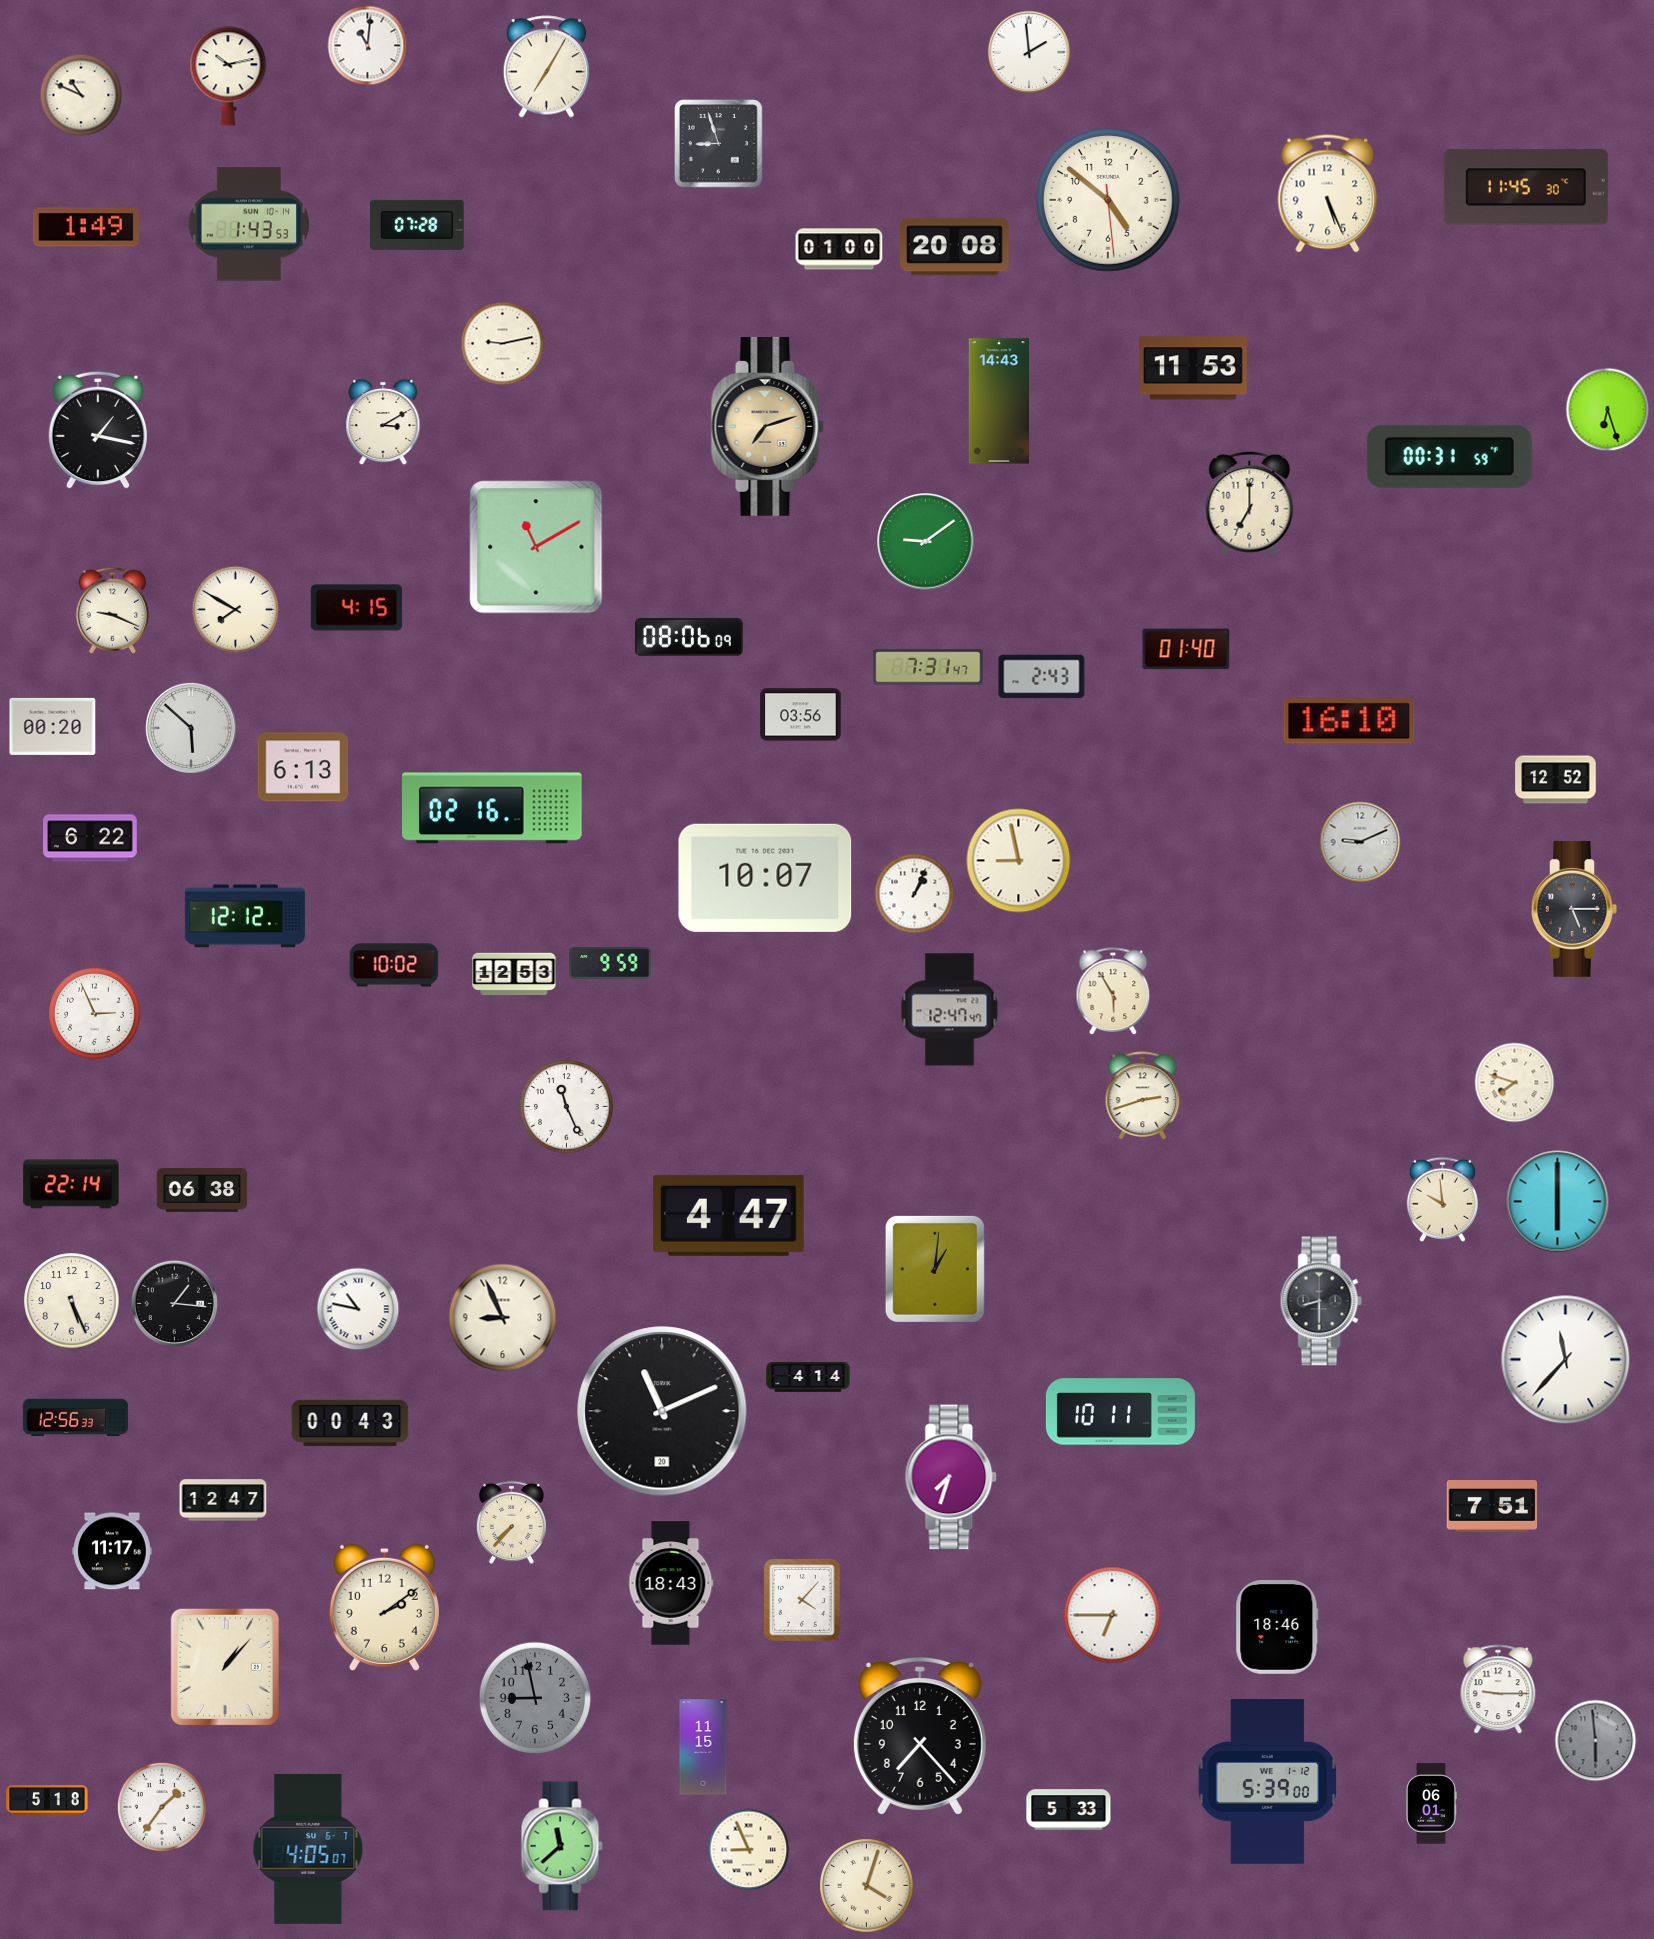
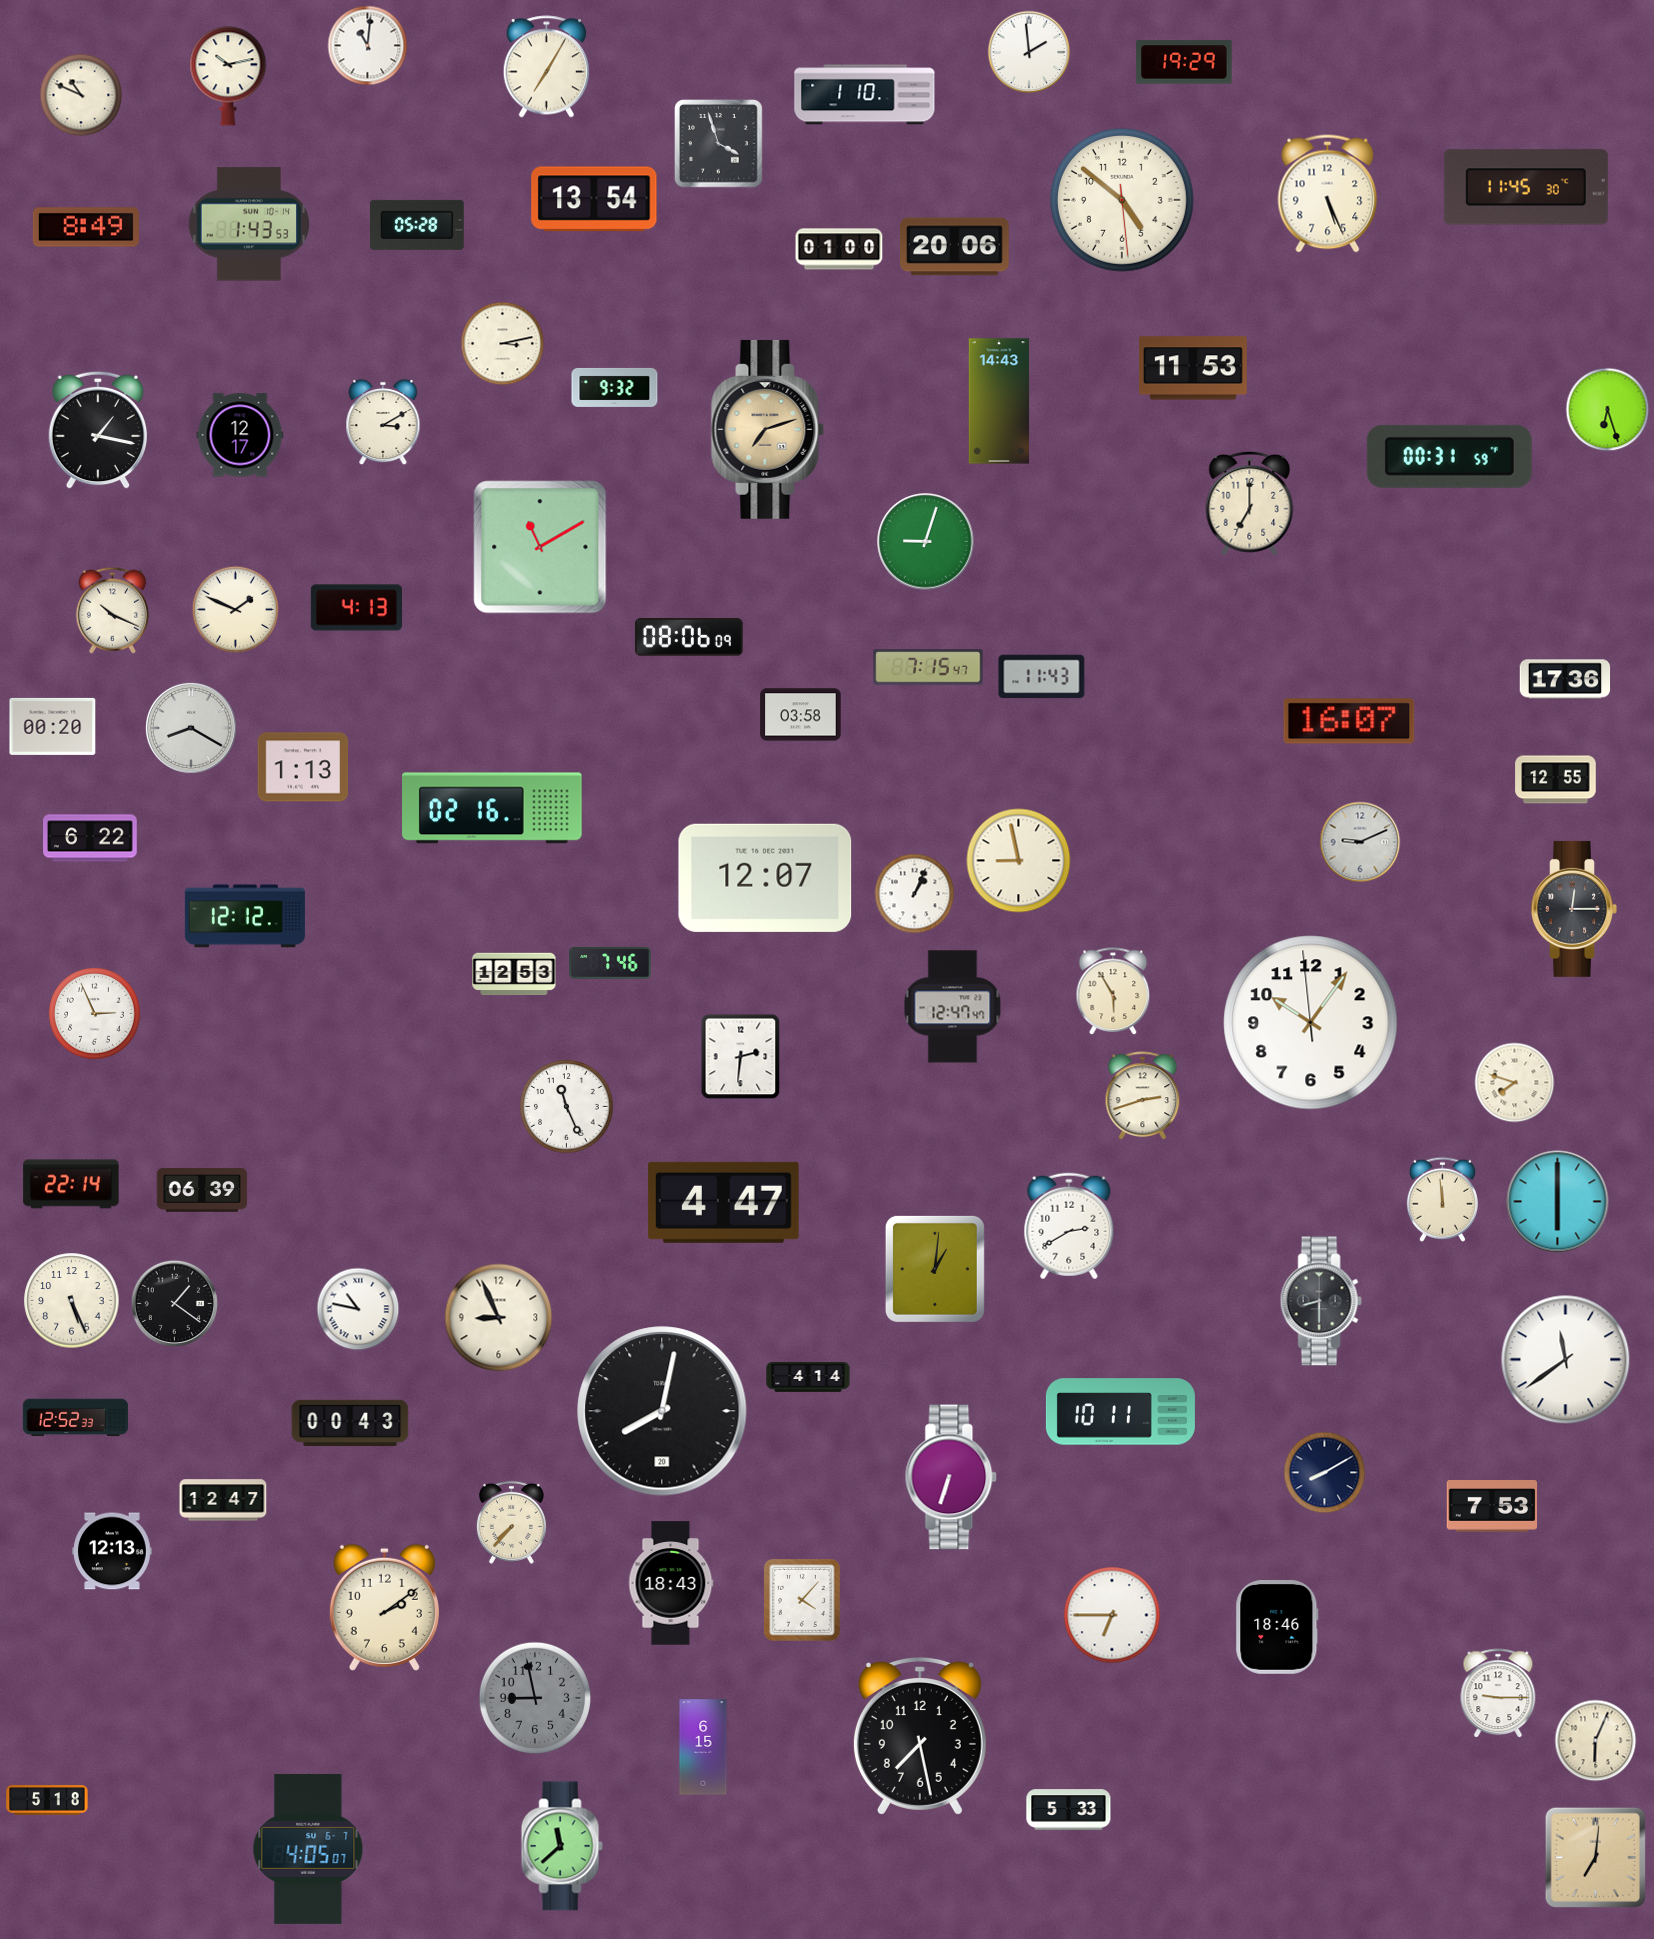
clock at (1184, 62): none -> 19:29
clock at (865, 95): none -> 1:10
clock at (719, 144): 8:57 -> 3:57
clock at (594, 199): none -> 13:54
clock at (1108, 200) position: (1108, 200) -> (1122, 200)
clock at (418, 225): 07:28 -> 05:28
clock at (86, 227): 1:49 -> 8:49
clock at (955, 247): 20:08 -> 20:06
clock at (503, 344): 9:13 -> 3:13
clock at (615, 387): none -> 9:32
clock at (768, 426) position: (768, 426) -> (768, 429)
clock at (240, 435): none -> 12:17
clock at (926, 542): 9:09 -> 9:03
clock at (536, 547) position: (536, 547) -> (540, 547)
clock at (356, 608): 4:15 -> 4:13
clock at (113, 610): 9:19 -> 10:19
clock at (236, 610): 7:50 -> 1:49
clock at (1186, 649): 01:40 -> none
clock at (928, 667): 7:31 -> 7:15
clock at (1042, 677): 2:43 -> 11:43
clock at (1565, 679): none -> 17:36
clock at (801, 715): 03:56 -> 03:58
clock at (1349, 721): 16:10 -> 16:07
clock at (191, 728): 5:52 -> 8:20
clock at (303, 767): 6:13 -> 1:13
clock at (1556, 780): 12:52 -> 12:55
clock at (765, 878): 10:07 -> 12:07
clock at (1574, 909): 5:15 -> 12:15
clock at (610, 963): 9:59 -> 7:46
clock at (394, 965): 10:02 -> none
clock at (950, 1010) position: (950, 1010) -> (953, 1007)
clock at (1311, 1023): none -> 10:05
clock at (741, 1057): none -> 2:31
clock at (202, 1190): 06:38 -> 06:39
clock at (1442, 1199): 9:59 -> 11:59
clock at (728, 1215) position: (728, 1215) -> (723, 1202)
clock at (1069, 1226): none -> 2:40
clock at (174, 1303): 1:16 -> 1:21
clock at (503, 1318) position: (503, 1318) -> (499, 1318)
clock at (1566, 1360): 11:37 -> 11:39
clock at (662, 1411): 11:11 -> 8:02
clock at (75, 1418): 12:56 -> 12:52
clock at (1325, 1473): none -> 8:10
clock at (951, 1477): 7:33 -> 6:33
clock at (1492, 1507): 7:51 -> 7:53
clock at (112, 1551): 11:17 -> 12:13
clock at (225, 1667): 1:07 -> none
clock at (1498, 1690) position: (1498, 1690) -> (1498, 1694)
clock at (920, 1736): 7:23 -> 7:28
clock at (1596, 1741): 5:59 -> 6:04
clock at (1596, 1741) dial: grey -> cream
clock at (703, 1747): 11:15 -> 6:15
clock at (1268, 1782): 5:39 -> none
clock at (1431, 1804): 06:01 -> none
clock at (162, 1807): 1:36 -> none
clock at (749, 1850): 8:56 -> none
clock at (1595, 1857): none -> 7:01
clock at (867, 1886): 4:03 -> none
